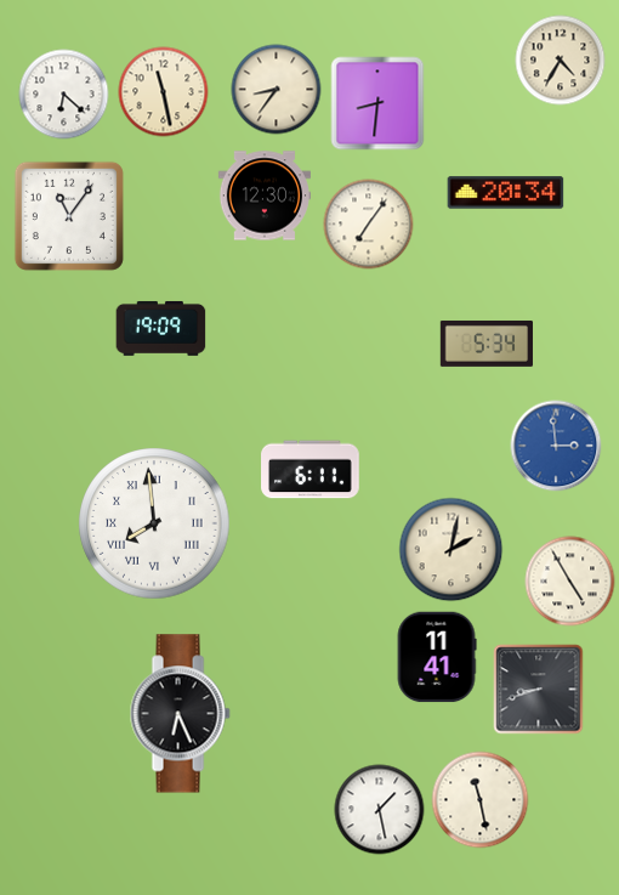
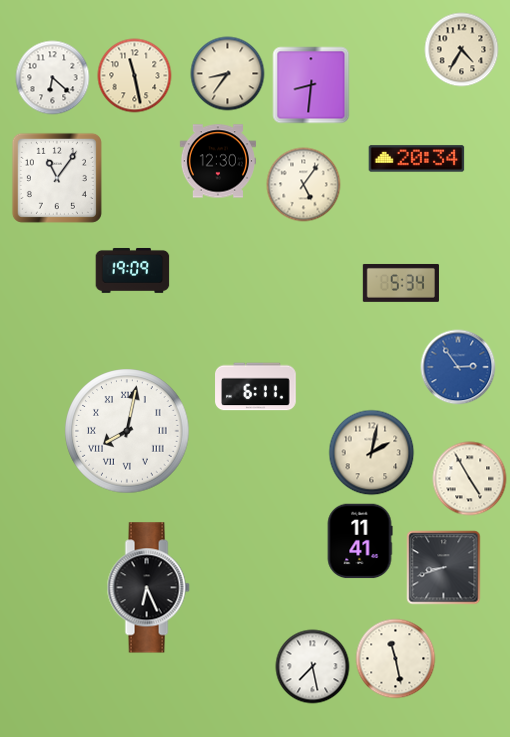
clock at (369, 225): 7:06 -> 5:06
clock at (556, 446): 2:59 -> 2:54
clock at (154, 523): 7:59 -> 8:02
clock at (380, 810): 1:28 -> 7:28
